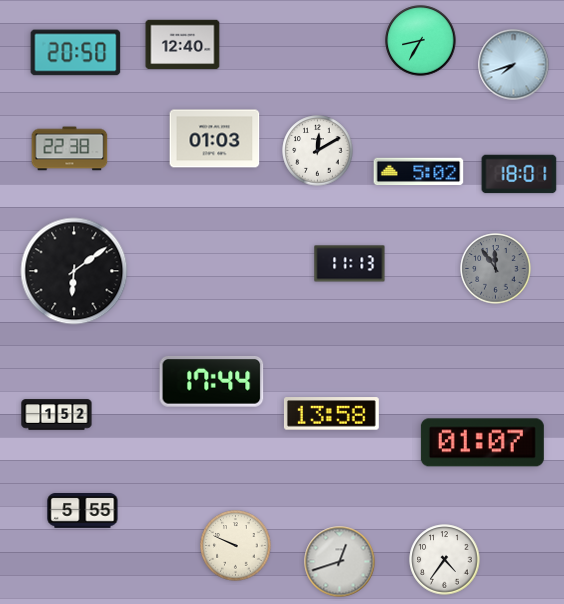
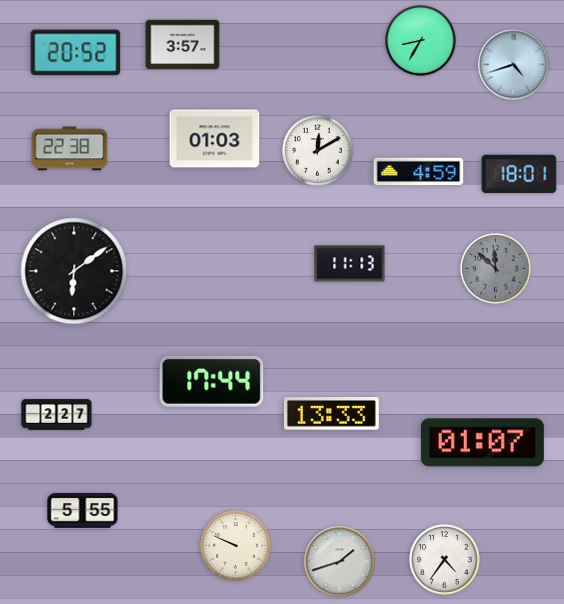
clock at (183, 45): 12:40 -> 3:57
clock at (76, 53): 20:50 -> 20:52
clock at (514, 65): 7:42 -> 4:42
clock at (419, 172): 5:02 -> 4:59
clock at (496, 269): 11:54 -> 11:52
clock at (331, 414): 13:58 -> 13:33
clock at (57, 415): 1:52 -> 2:27
clock at (340, 562): 12:42 -> 1:42
